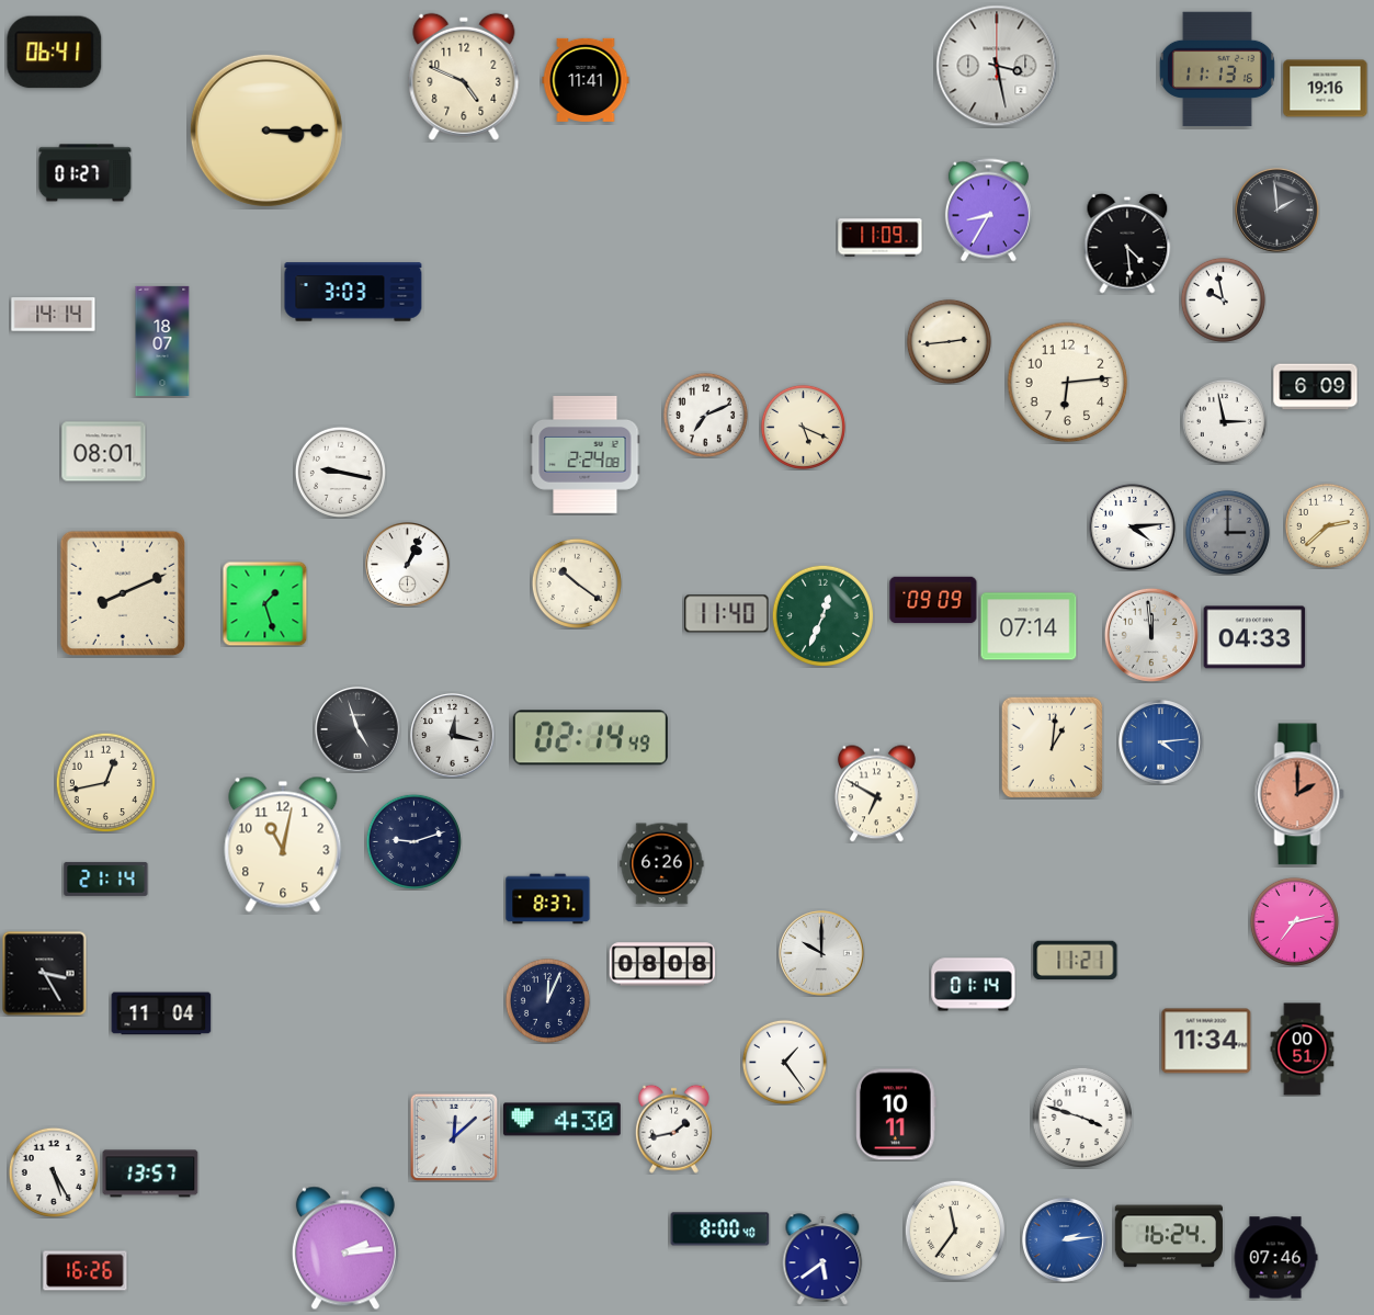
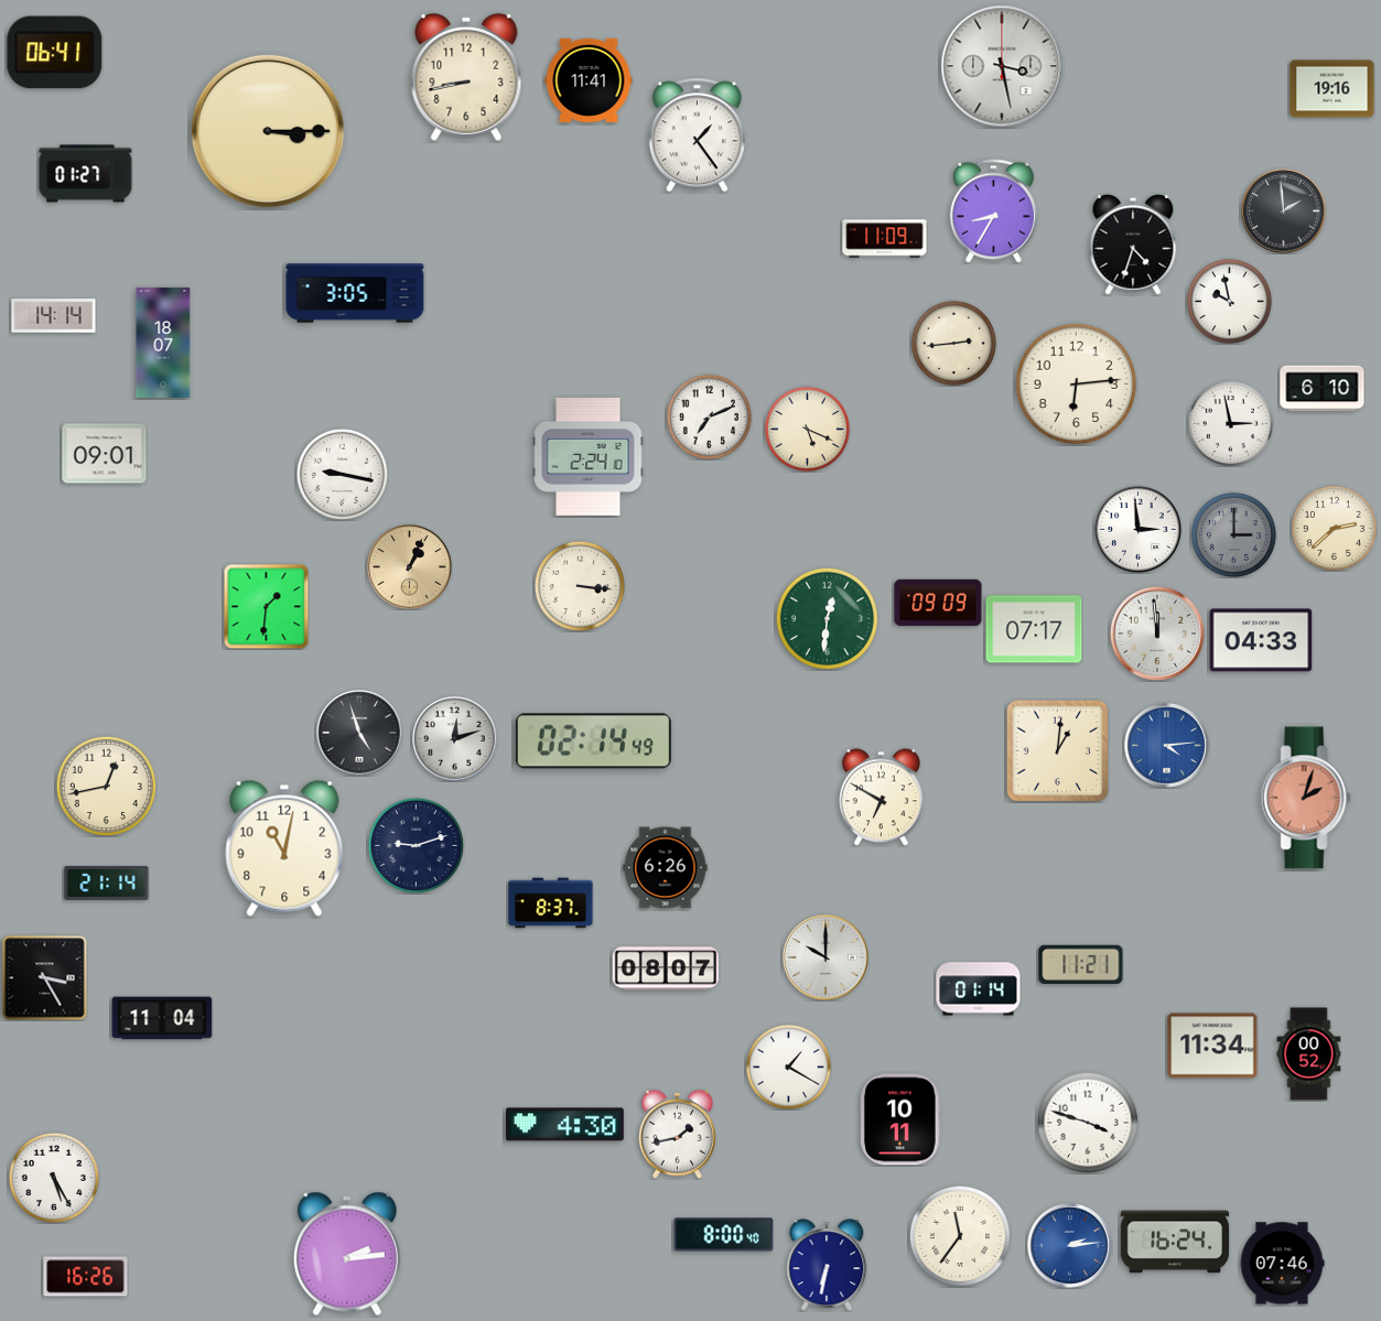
clock at (1217, 69): 11:13 -> none
clock at (464, 77): 4:49 -> 8:43
clock at (697, 136): none -> 1:24
clock at (1127, 243): 4:29 -> 4:33
clock at (353, 292): 3:03 -> 3:05
clock at (1068, 383) position: (1068, 383) -> (1077, 385)
clock at (1316, 387): 6:09 -> 6:10
clock at (104, 452): 08:01 -> 09:01
clock at (586, 455): 2:24:08 -> 2:24:10
clock at (1133, 528): 4:14 -> 2:59
clock at (408, 565) dial: white -> champagne
clock at (577, 583): 10:21 -> 3:16
clock at (123, 593): 8:11 -> none
clock at (264, 603): 1:27 -> 1:31
clock at (727, 614): 11:40 -> none
clock at (822, 615): 12:34 -> 12:31
clock at (1029, 626): 07:14 -> 07:17
clock at (1151, 635) position: (1151, 635) -> (1157, 634)
clock at (453, 736): 12:17 -> 12:12
clock at (1299, 794): 2:00 -> 2:03
clock at (1294, 921): 7:13 -> none
clock at (662, 964): 08:08 -> 08:07
clock at (547, 1000): 12:04 -> none
clock at (1303, 1050): 00:51 -> 00:52
clock at (784, 1062): 1:24 -> 1:20
clock at (453, 1136): 12:08 -> none
clock at (150, 1174): 13:57 -> none
clock at (822, 1259): 5:39 -> 6:32
